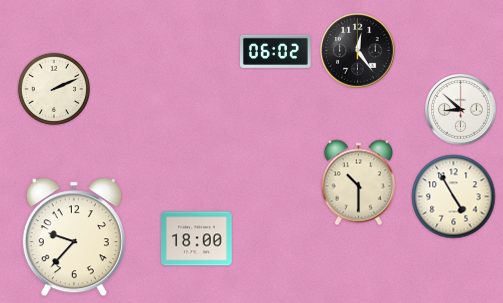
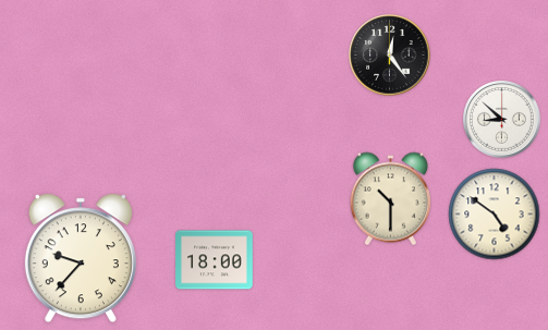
clock at (276, 51): 06:02 -> none
clock at (53, 88): 2:11 -> none
clock at (454, 197): 4:55 -> 4:51
